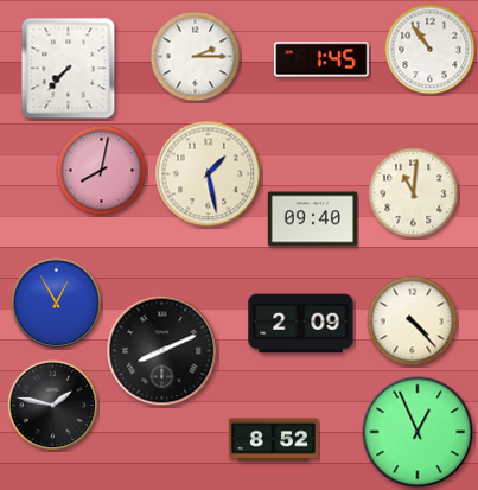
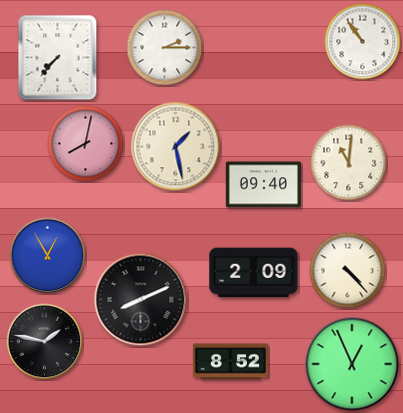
clock at (323, 59): 1:45 -> none
clock at (162, 351) position: (162, 351) -> (141, 300)
clock at (273, 440) position: (273, 440) -> (230, 362)
